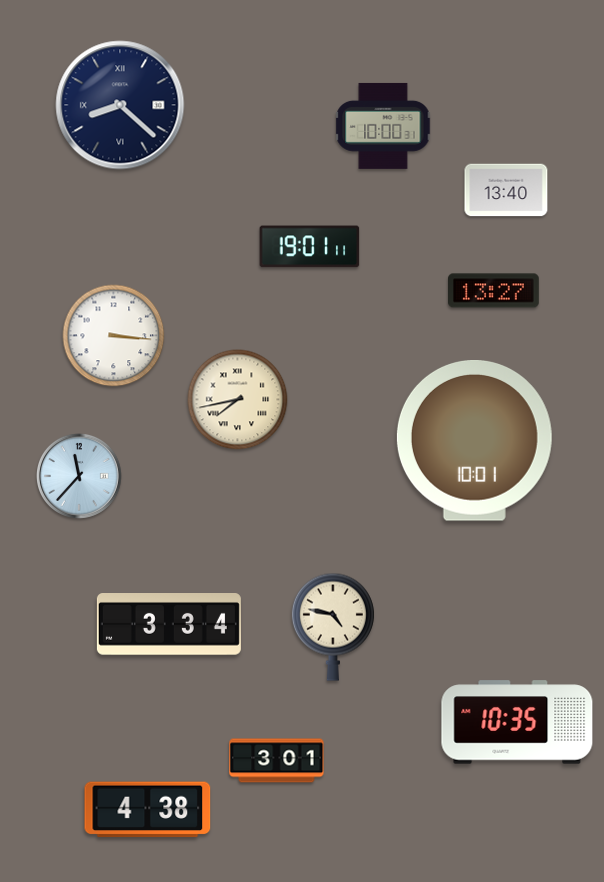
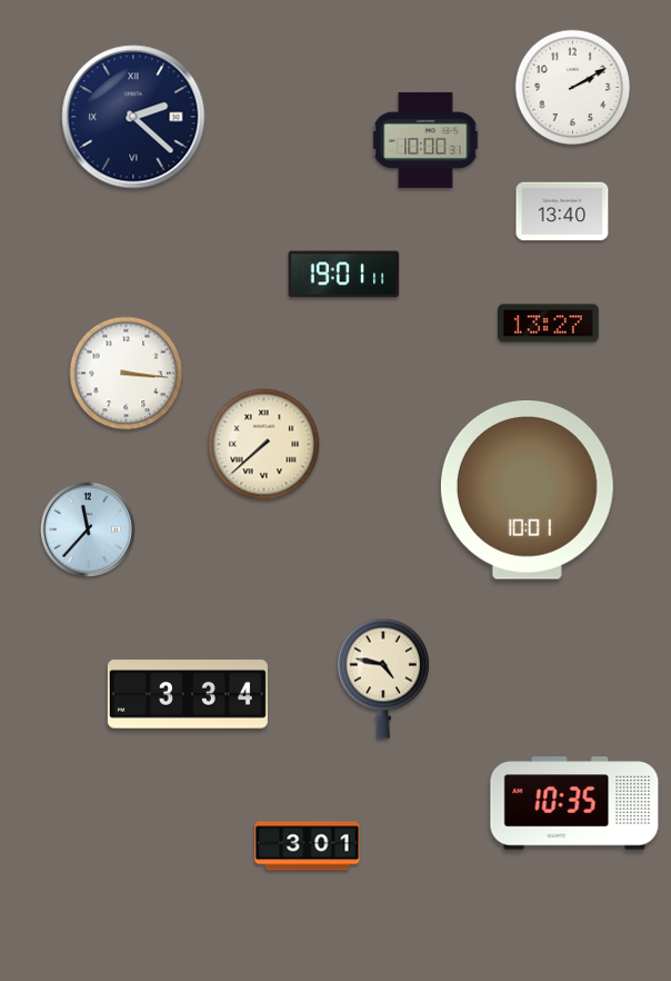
clock at (573, 88): none -> 2:10
clock at (120, 105): 8:22 -> 2:22
clock at (238, 400): 7:43 -> 7:38
clock at (333, 627) position: (333, 627) -> (383, 678)
clock at (148, 810): 4:38 -> none
